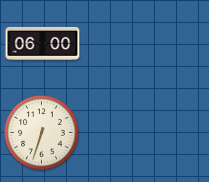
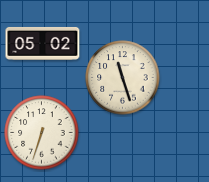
clock at (43, 43): 06:00 -> 05:02
clock at (123, 78): none -> 11:27
